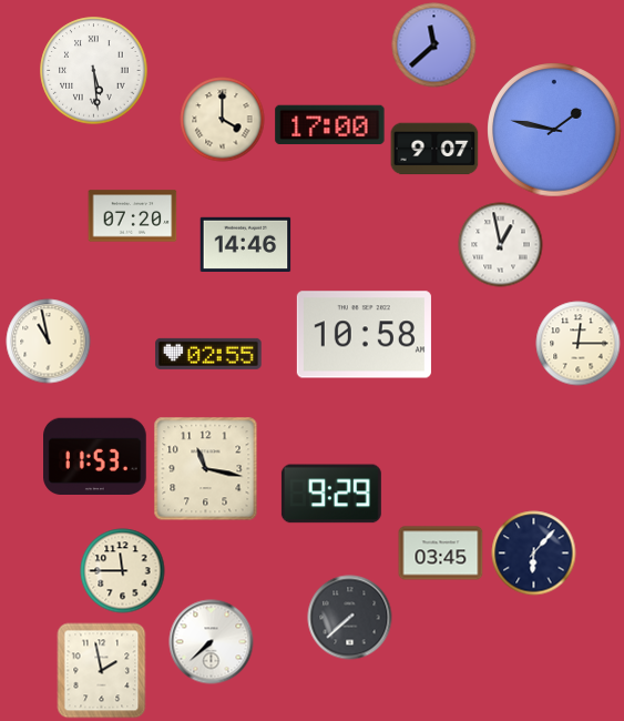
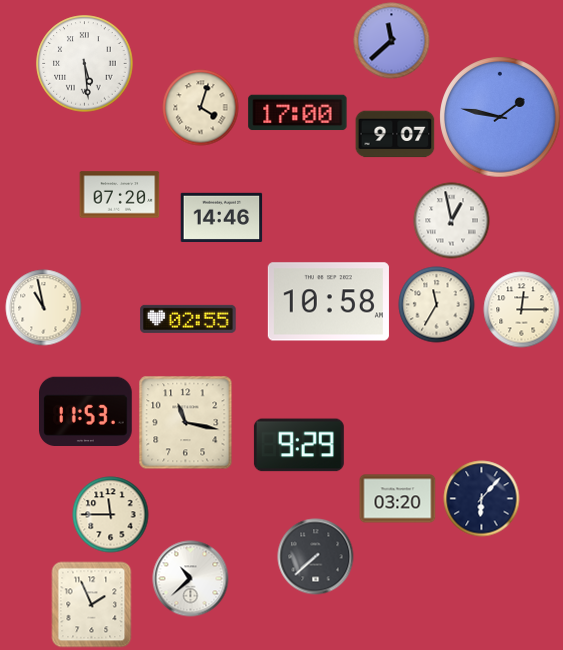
clock at (223, 120): 4:00 -> 4:03
clock at (434, 149) position: (434, 149) -> (395, 134)
clock at (246, 244) position: (246, 244) -> (222, 217)
clock at (437, 305): none -> 11:35
clock at (441, 554): 03:45 -> 03:20
clock at (212, 642): 7:38 -> 10:38
clock at (102, 671): 1:58 -> 1:56
